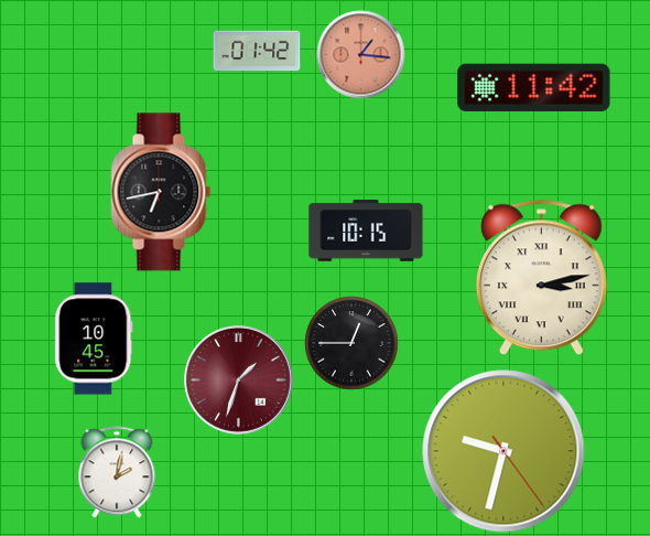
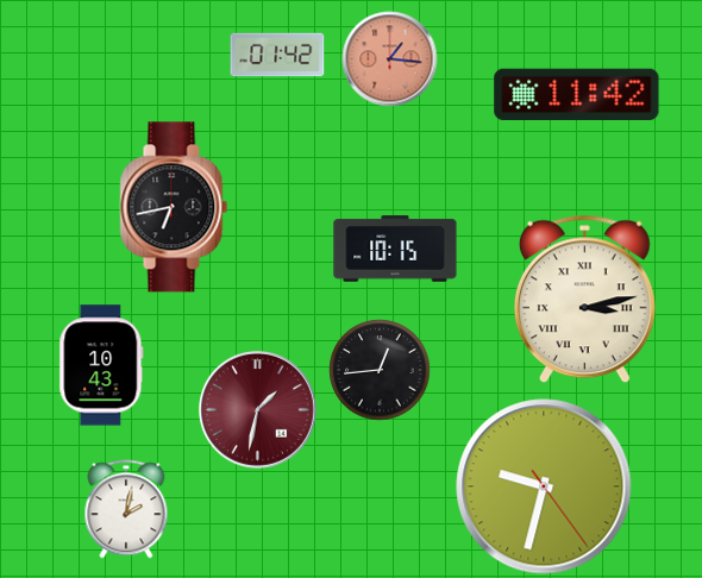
clock at (94, 339): 10:45 -> 10:43
clock at (351, 343): 12:45 -> 12:44
clock at (238, 379): 1:33 -> 1:32
